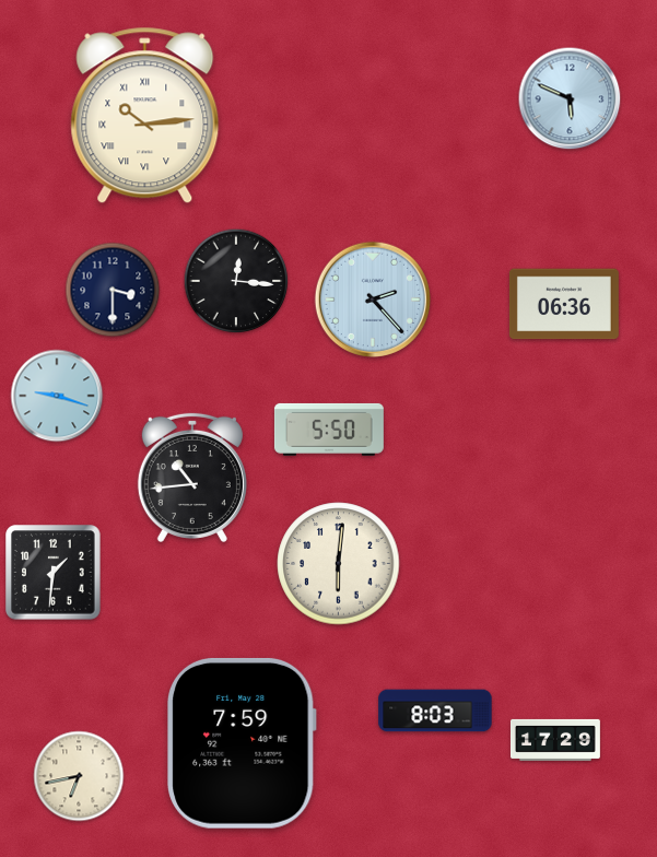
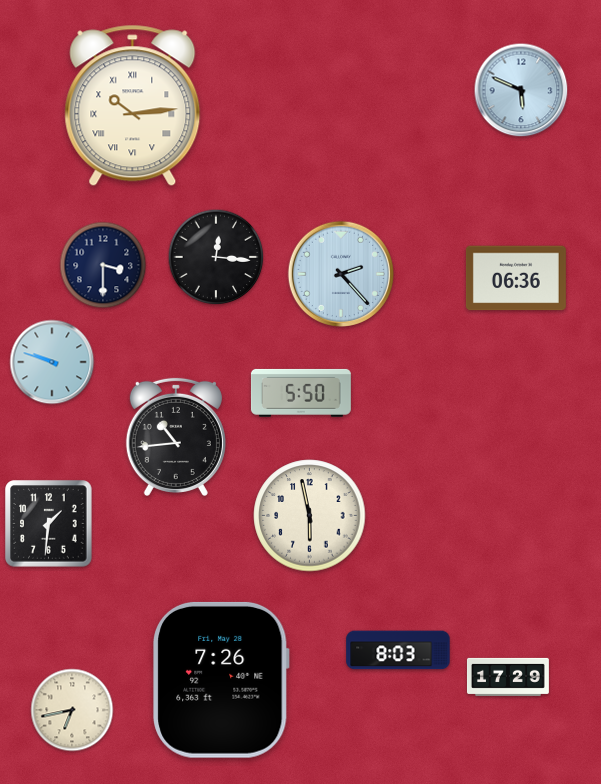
clock at (57, 396): 9:18 -> 9:48
clock at (339, 564): 6:01 -> 5:58
clock at (243, 743): 7:59 -> 7:26
